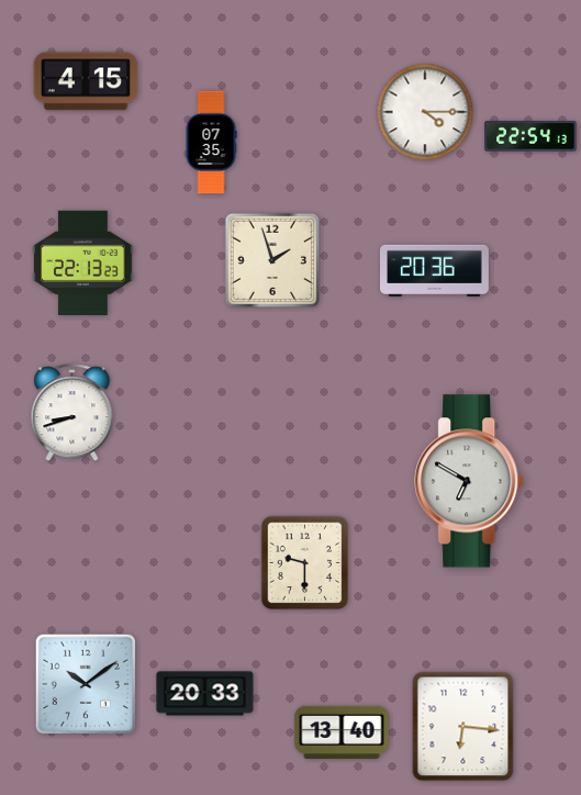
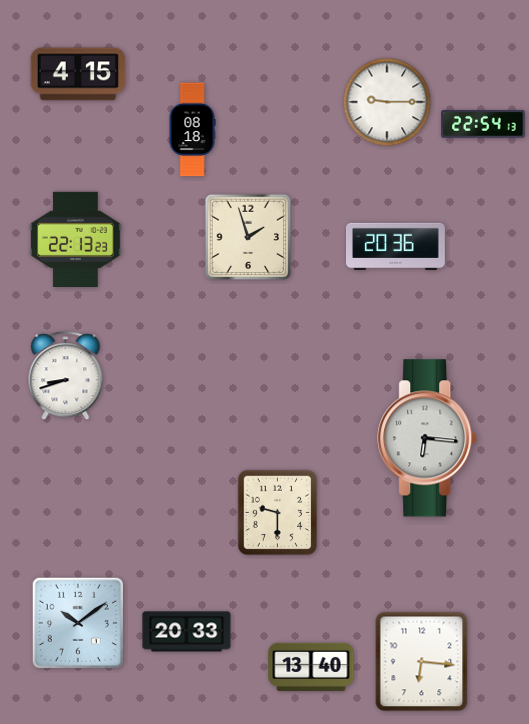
clock at (425, 112): 4:15 -> 9:15
clock at (211, 143): 07:35 -> 08:18
clock at (470, 481): 6:50 -> 6:16
